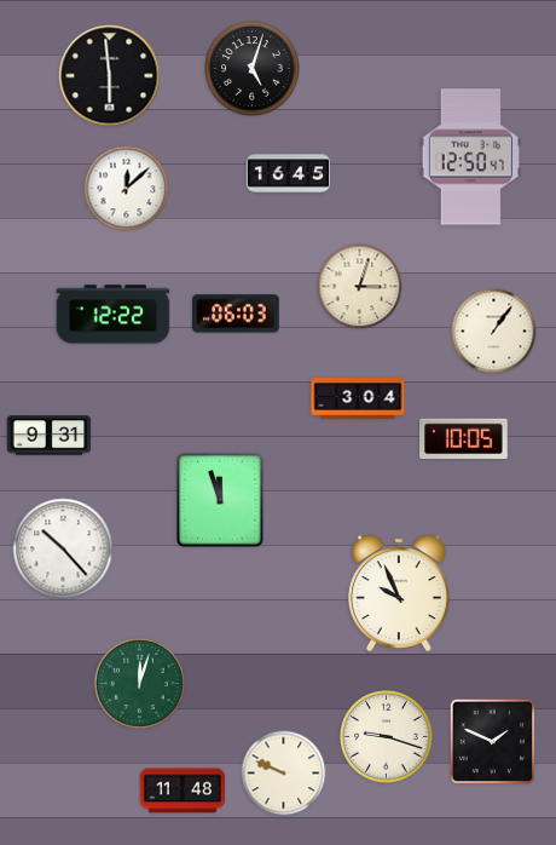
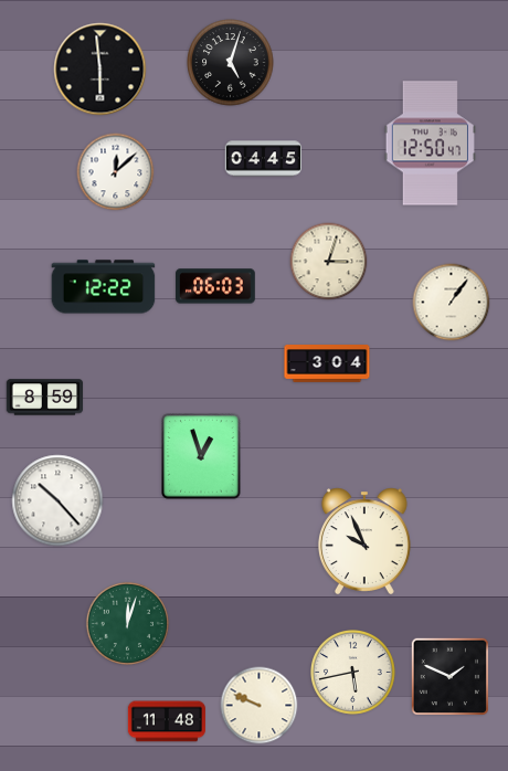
clock at (289, 174): 16:45 -> 04:45
clock at (50, 436): 9:31 -> 8:59
clock at (464, 438): 10:05 -> none
clock at (220, 500): 11:57 -> 12:57
clock at (387, 737): 9:18 -> 5:43
